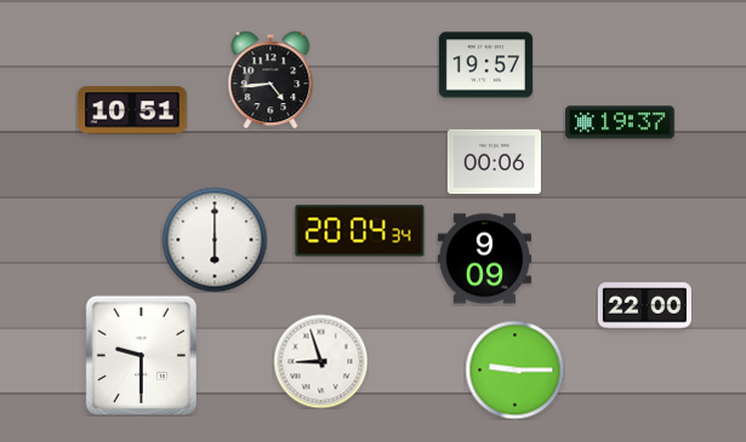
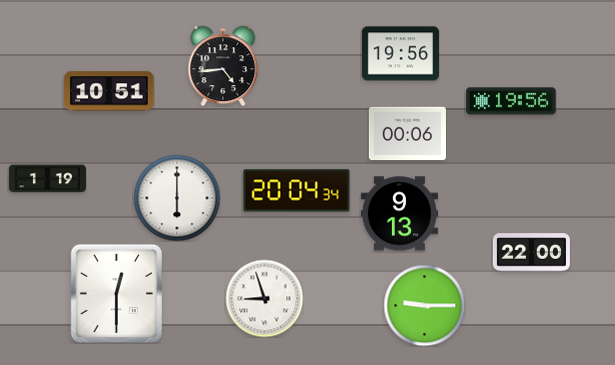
clock at (485, 65): 19:57 -> 19:56
clock at (620, 122): 19:37 -> 19:56
clock at (47, 179): none -> 1:19
clock at (484, 259): 9:09 -> 9:13
clock at (141, 355): 9:30 -> 12:30
